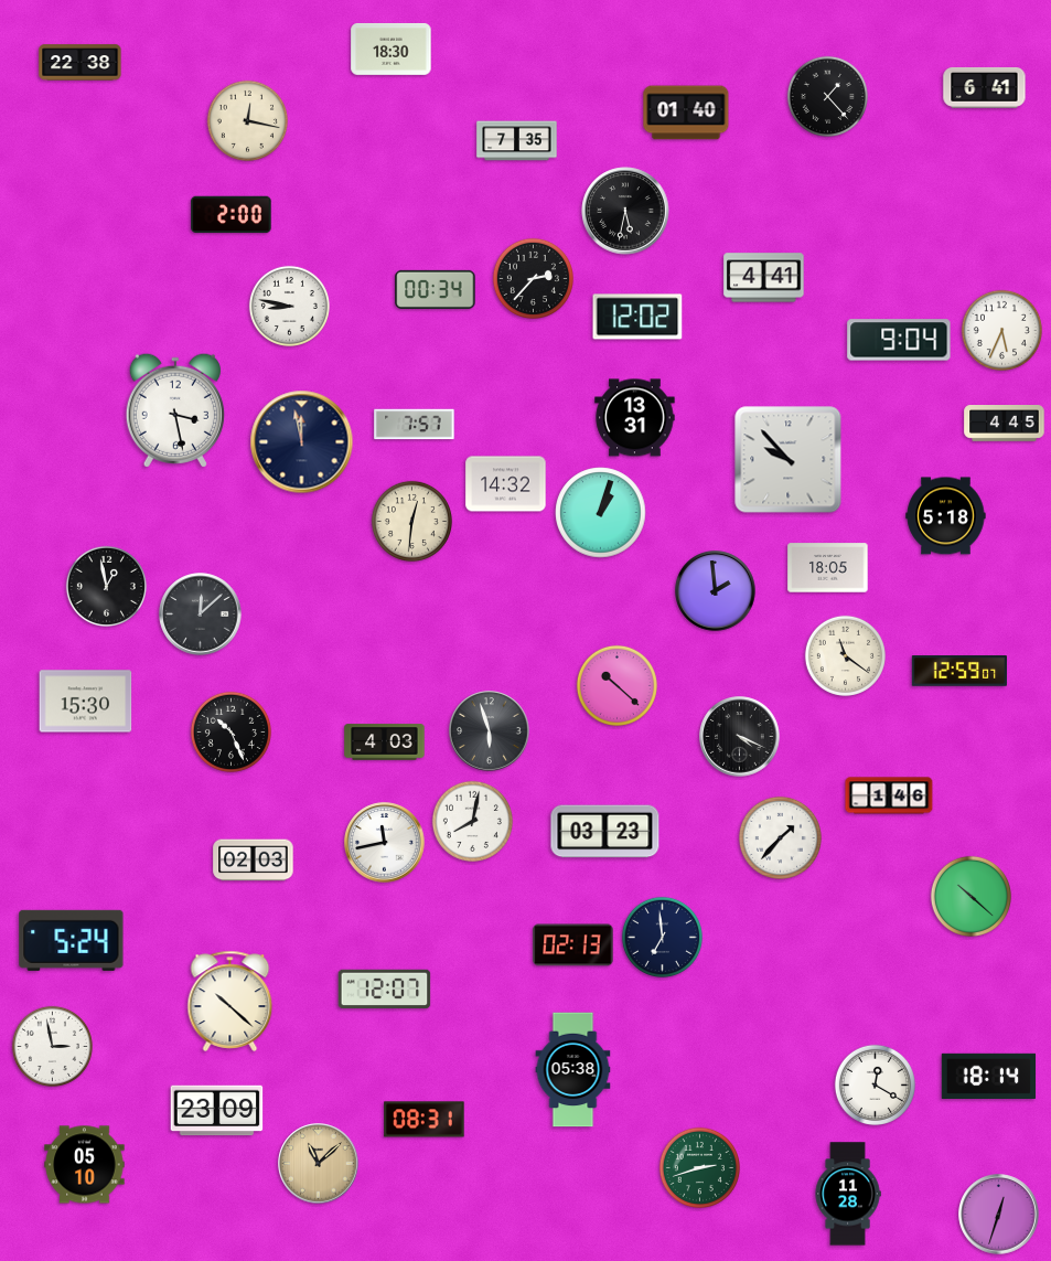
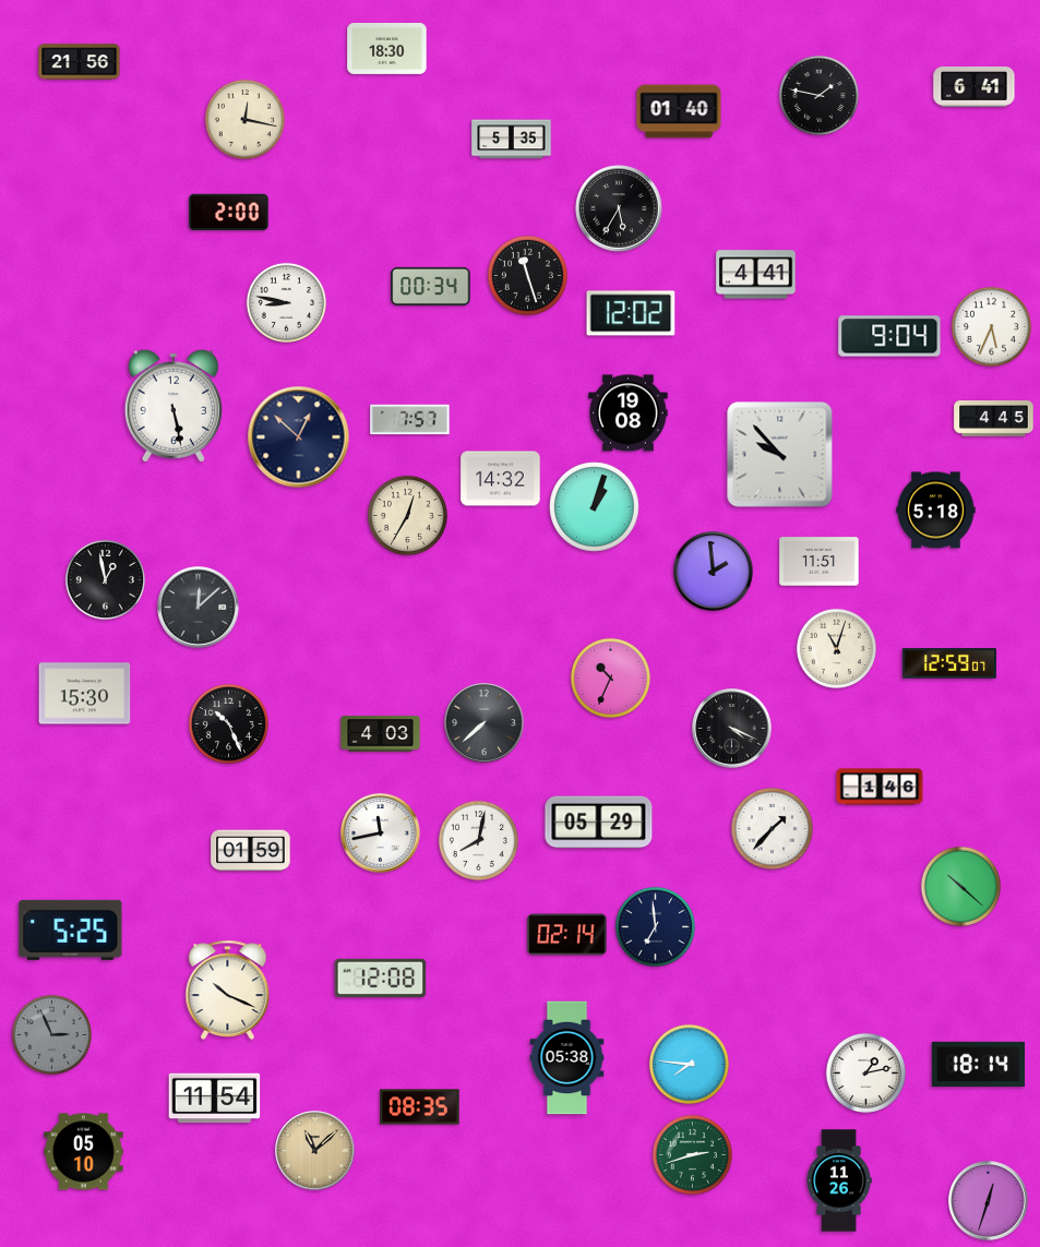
clock at (81, 63): 22:38 -> 21:56
clock at (827, 96): 1:23 -> 1:47
clock at (517, 141): 7:35 -> 5:35
clock at (625, 211): 5:32 -> 5:35
clock at (533, 278): 2:37 -> 11:27
clock at (175, 410): 3:28 -> 5:28
clock at (635, 418): 13:31 -> 19:08
clock at (302, 442): 11:58 -> 12:52
clock at (411, 521): 12:31 -> 12:35
clock at (828, 568): 18:05 -> 11:51
clock at (716, 591) position: (716, 591) -> (714, 572)
clock at (845, 655): 11:21 -> 11:03
clock at (616, 685): 10:22 -> 10:34
clock at (490, 731): 5:57 -> 7:38
clock at (472, 821) position: (472, 821) -> (478, 840)
clock at (605, 832): 03:23 -> 05:29
clock at (254, 861): 02:03 -> 01:59
clock at (72, 940): 5:24 -> 5:25
clock at (573, 945): 02:13 -> 02:14
clock at (385, 990): 12:07 -> 12:08
clock at (230, 1001): 10:22 -> 10:19
clock at (52, 1046): 2:58 -> 2:56
clock at (52, 1046) dial: white -> grey
clock at (689, 1064): none -> 7:46
clock at (875, 1084): 12:20 -> 1:13
clock at (217, 1111): 23:09 -> 11:54
clock at (425, 1120): 08:31 -> 08:35
clock at (848, 1194): 11:28 -> 11:26
